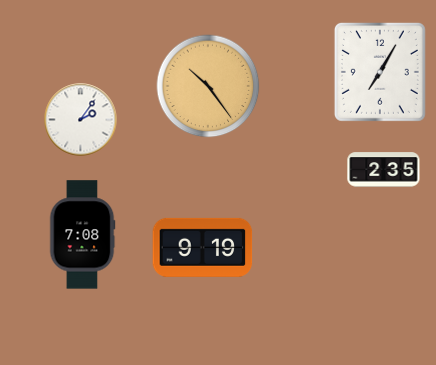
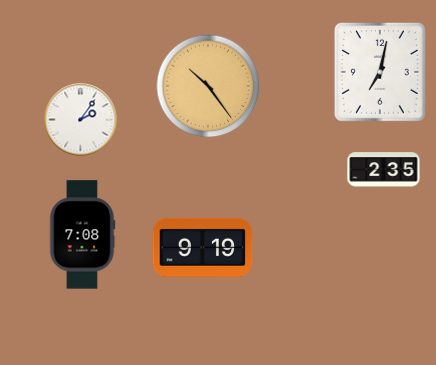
clock at (380, 72): 7:05 -> 7:02
